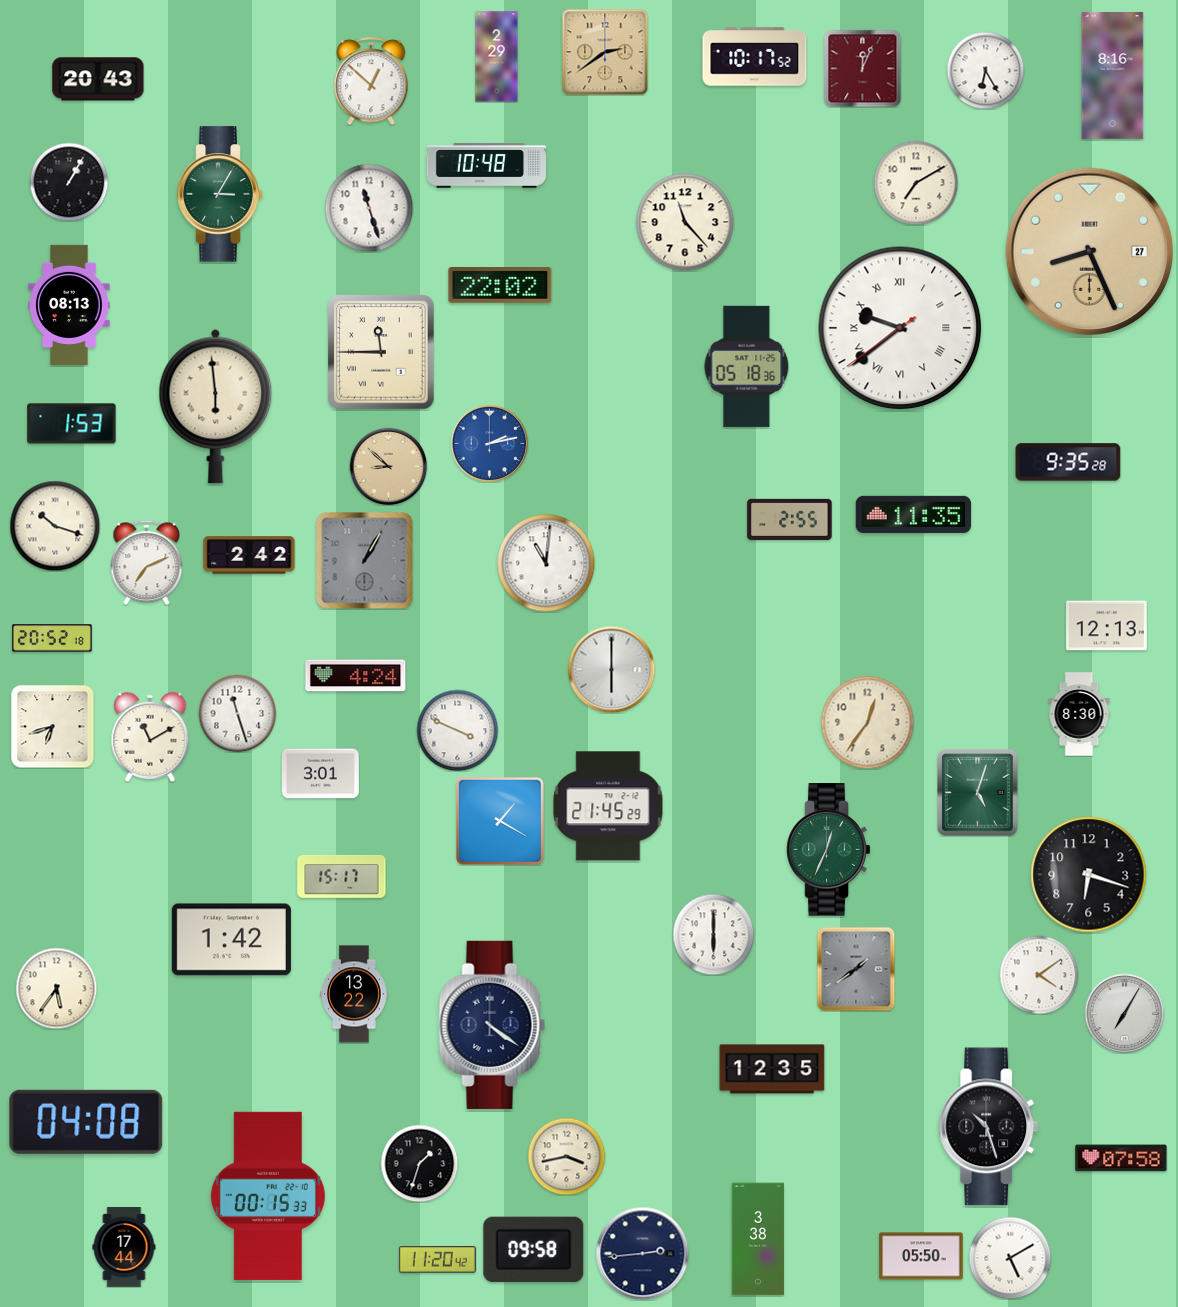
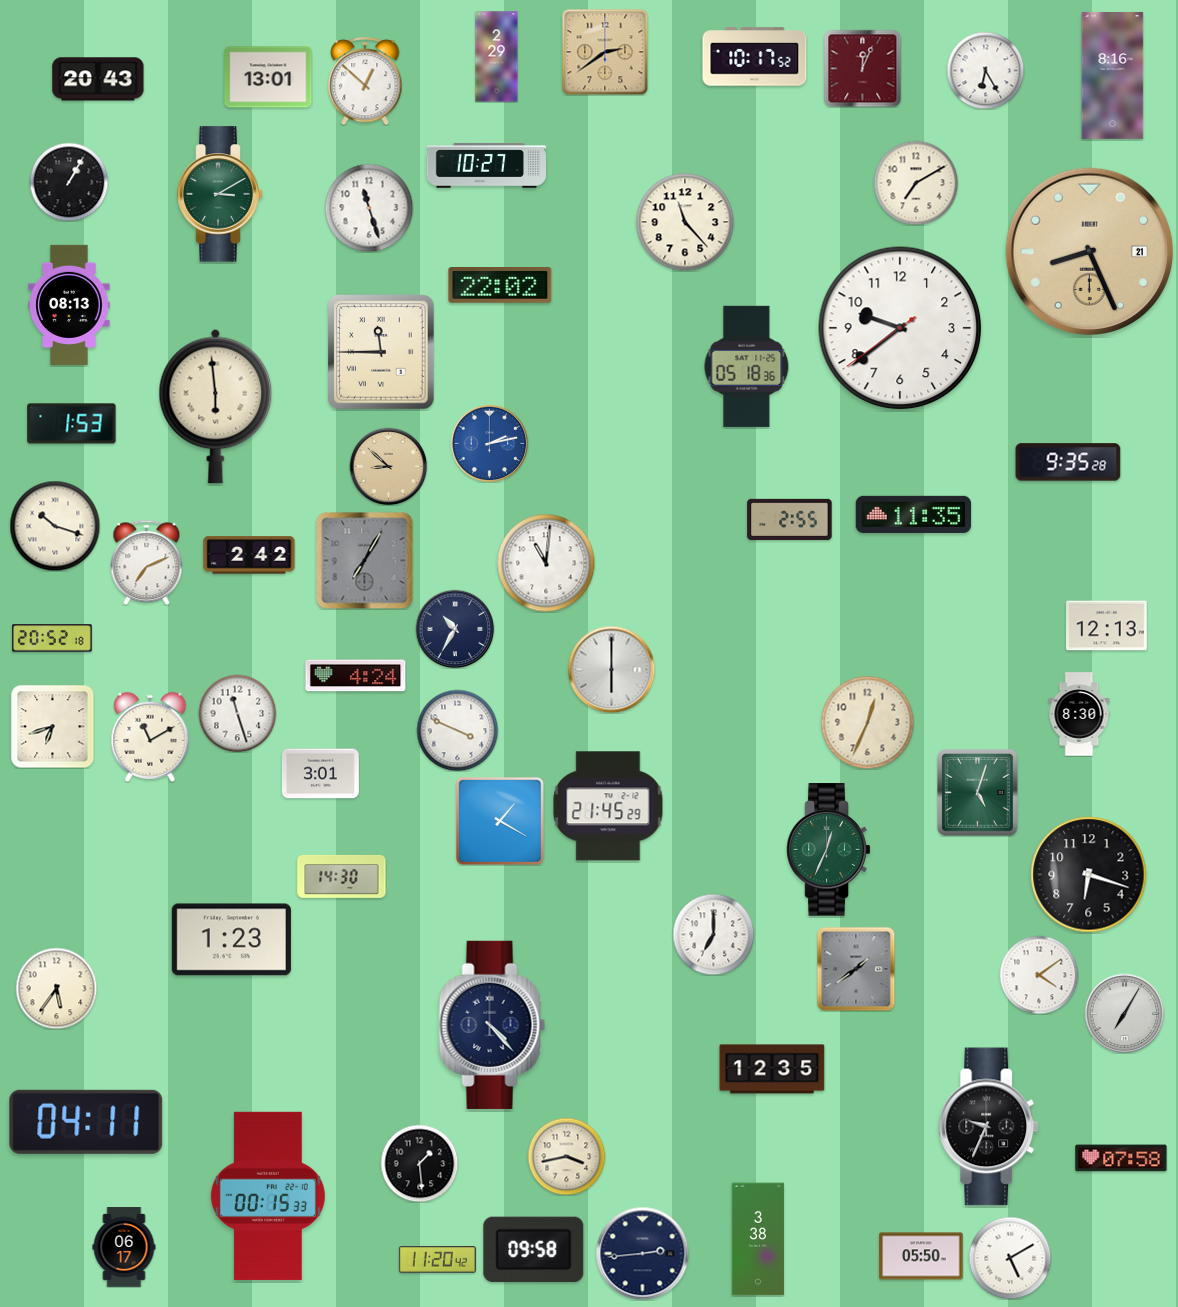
clock at (268, 77): none -> 13:01
clock at (371, 81) position: (371, 81) -> (365, 81)
clock at (486, 166): 10:48 -> 10:27
clock at (220, 194): 3:05 -> 3:10
clock at (1089, 251) date: 27 -> 21
clock at (900, 328) numerals: Roman -> Arabic
clock at (365, 561): 1:05 -> 7:05
clock at (455, 629): none -> 10:35
clock at (867, 722): 12:36 -> 12:34
clock at (342, 876): 15:17 -> 14:30
clock at (713, 934): 6:00 -> 7:00
clock at (231, 940): 1:42 -> 1:23
clock at (354, 994): 13:22 -> none
clock at (492, 1025): 4:21 -> 4:23
clock at (86, 1122): 04:08 -> 04:11
clock at (989, 1127): 10:27 -> 9:34
clock at (419, 1163): 1:33 -> 1:29
clock at (124, 1247): 17:44 -> 06:17
